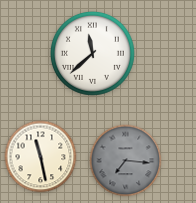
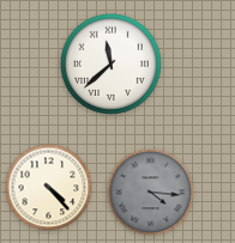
clock at (41, 157): 11:28 -> 4:23
clock at (126, 161): 7:16 -> 4:16
